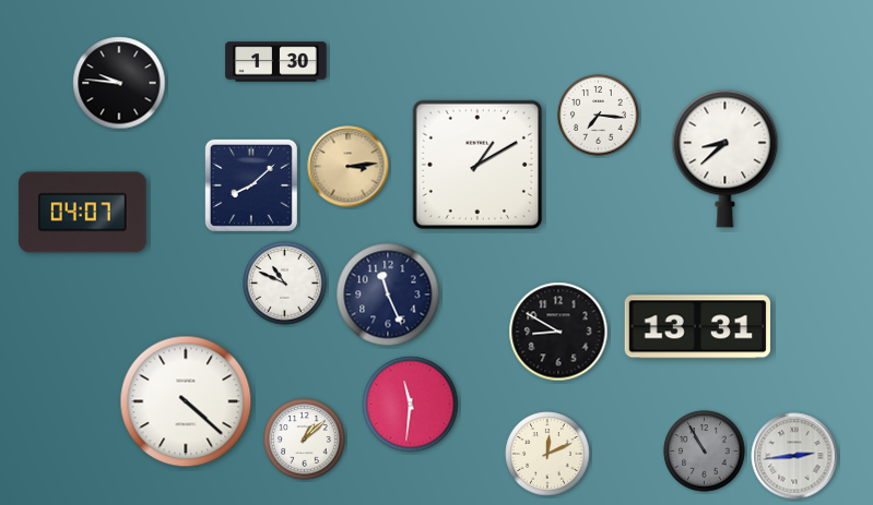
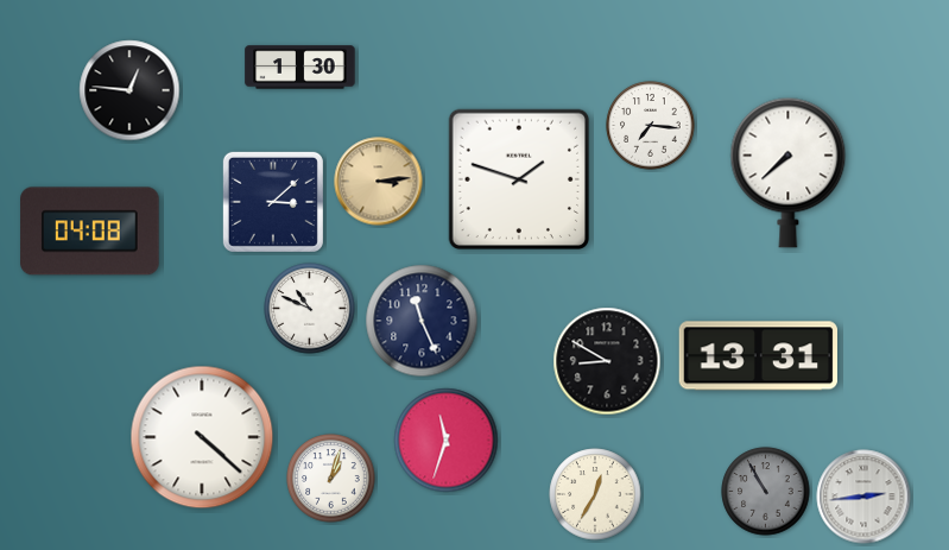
clock at (119, 83): 9:46 -> 12:46
clock at (725, 158): 8:38 -> 7:38
clock at (476, 164): 1:10 -> 1:48
clock at (251, 185): 8:08 -> 3:08
clock at (83, 213): 04:07 -> 04:08
clock at (411, 405): 11:31 -> 11:33
clock at (305, 440): 1:08 -> 1:03
clock at (547, 454): 12:11 -> 12:35
